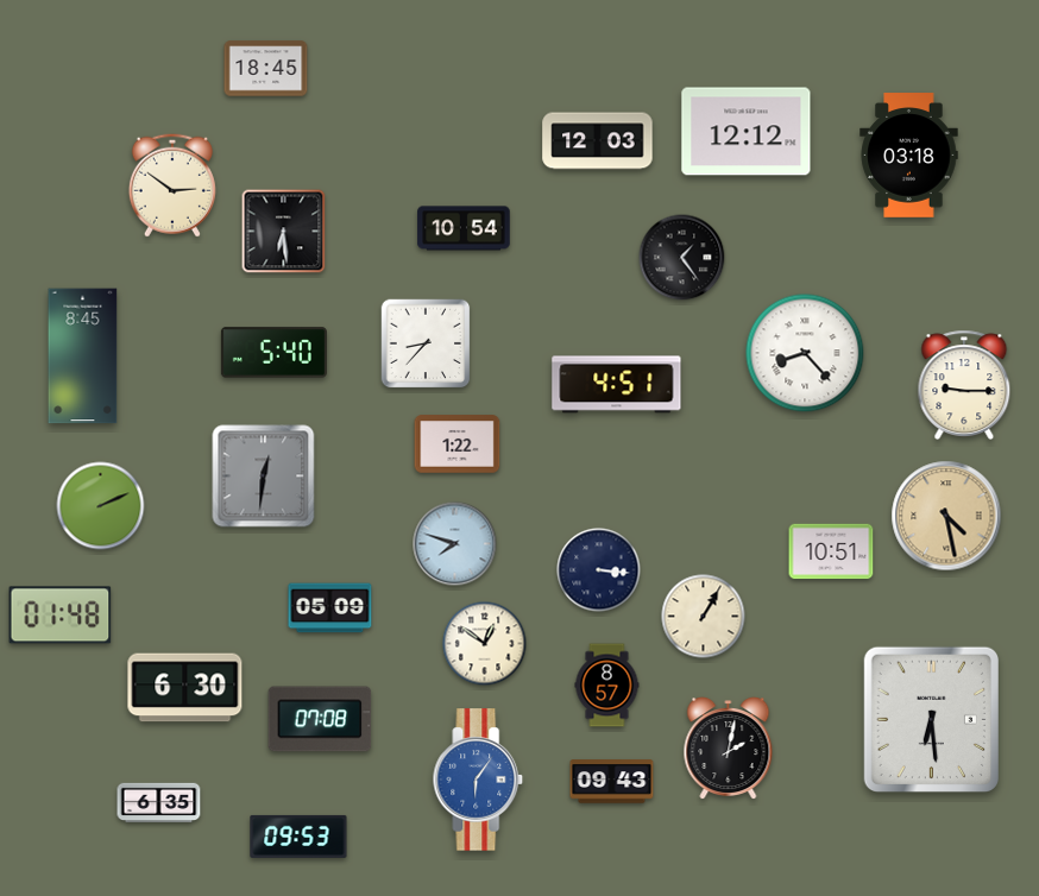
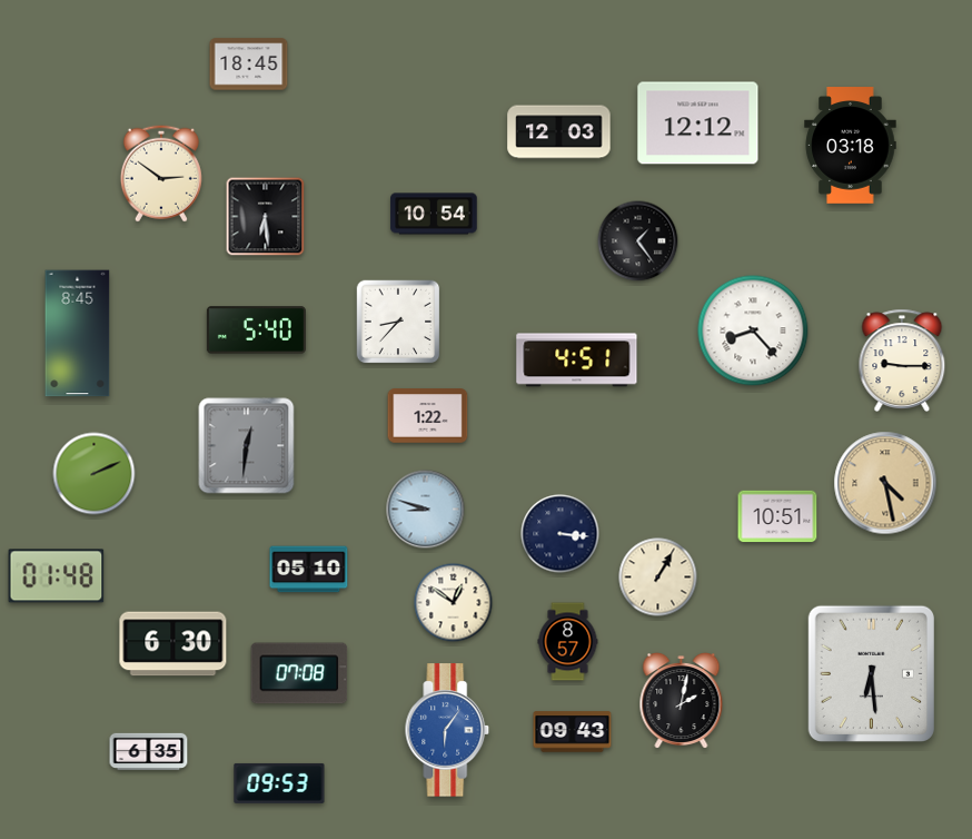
clock at (455, 544): 7:48 -> 8:48
clock at (330, 608): 05:09 -> 05:10
